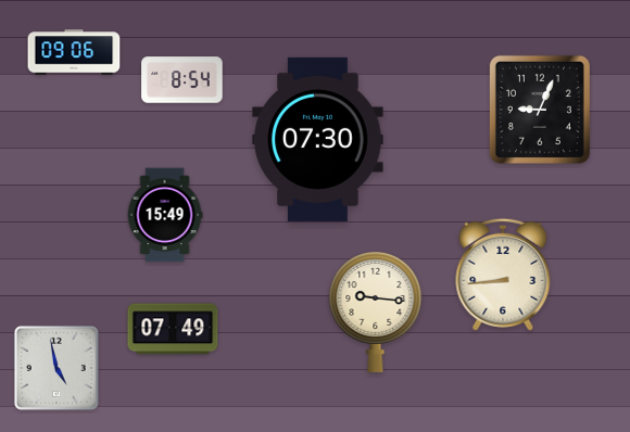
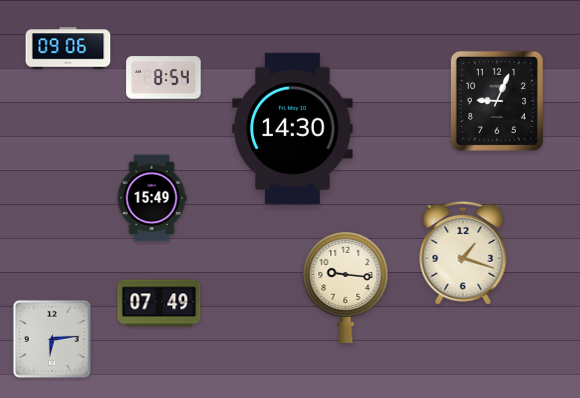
clock at (182, 80) position: (182, 80) -> (164, 78)
clock at (318, 139): 07:30 -> 14:30
clock at (503, 275): 8:44 -> 1:18
clock at (56, 368): 4:58 -> 6:14
